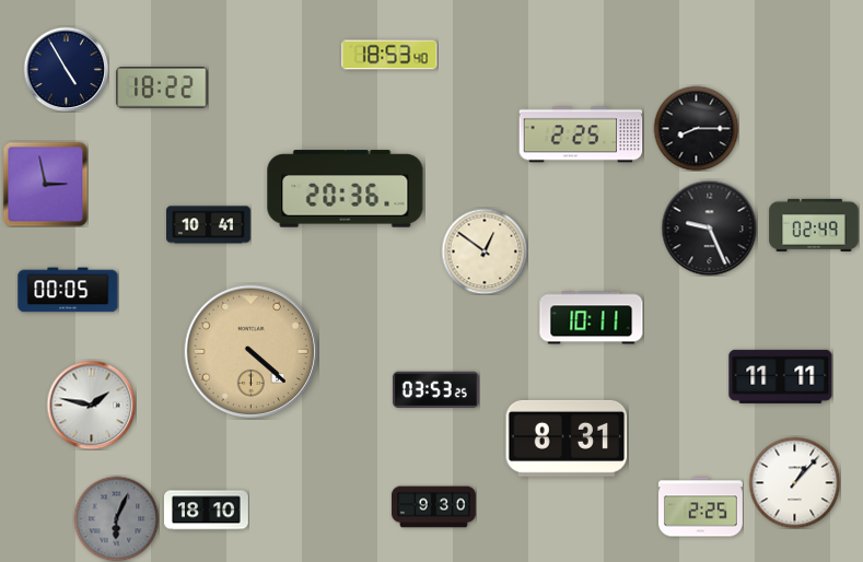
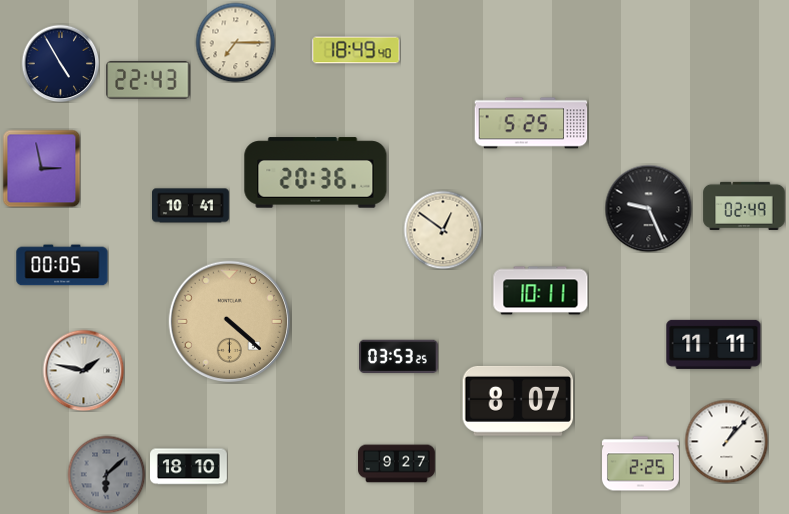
clock at (235, 42): none -> 7:15
clock at (389, 55): 18:53 -> 18:49
clock at (162, 89): 18:22 -> 22:43
clock at (696, 128): 8:15 -> none
clock at (581, 134): 2:25 -> 5:25
clock at (567, 438): 8:31 -> 8:07
clock at (434, 507): 9:30 -> 9:27
clock at (116, 518): 6:04 -> 6:08
